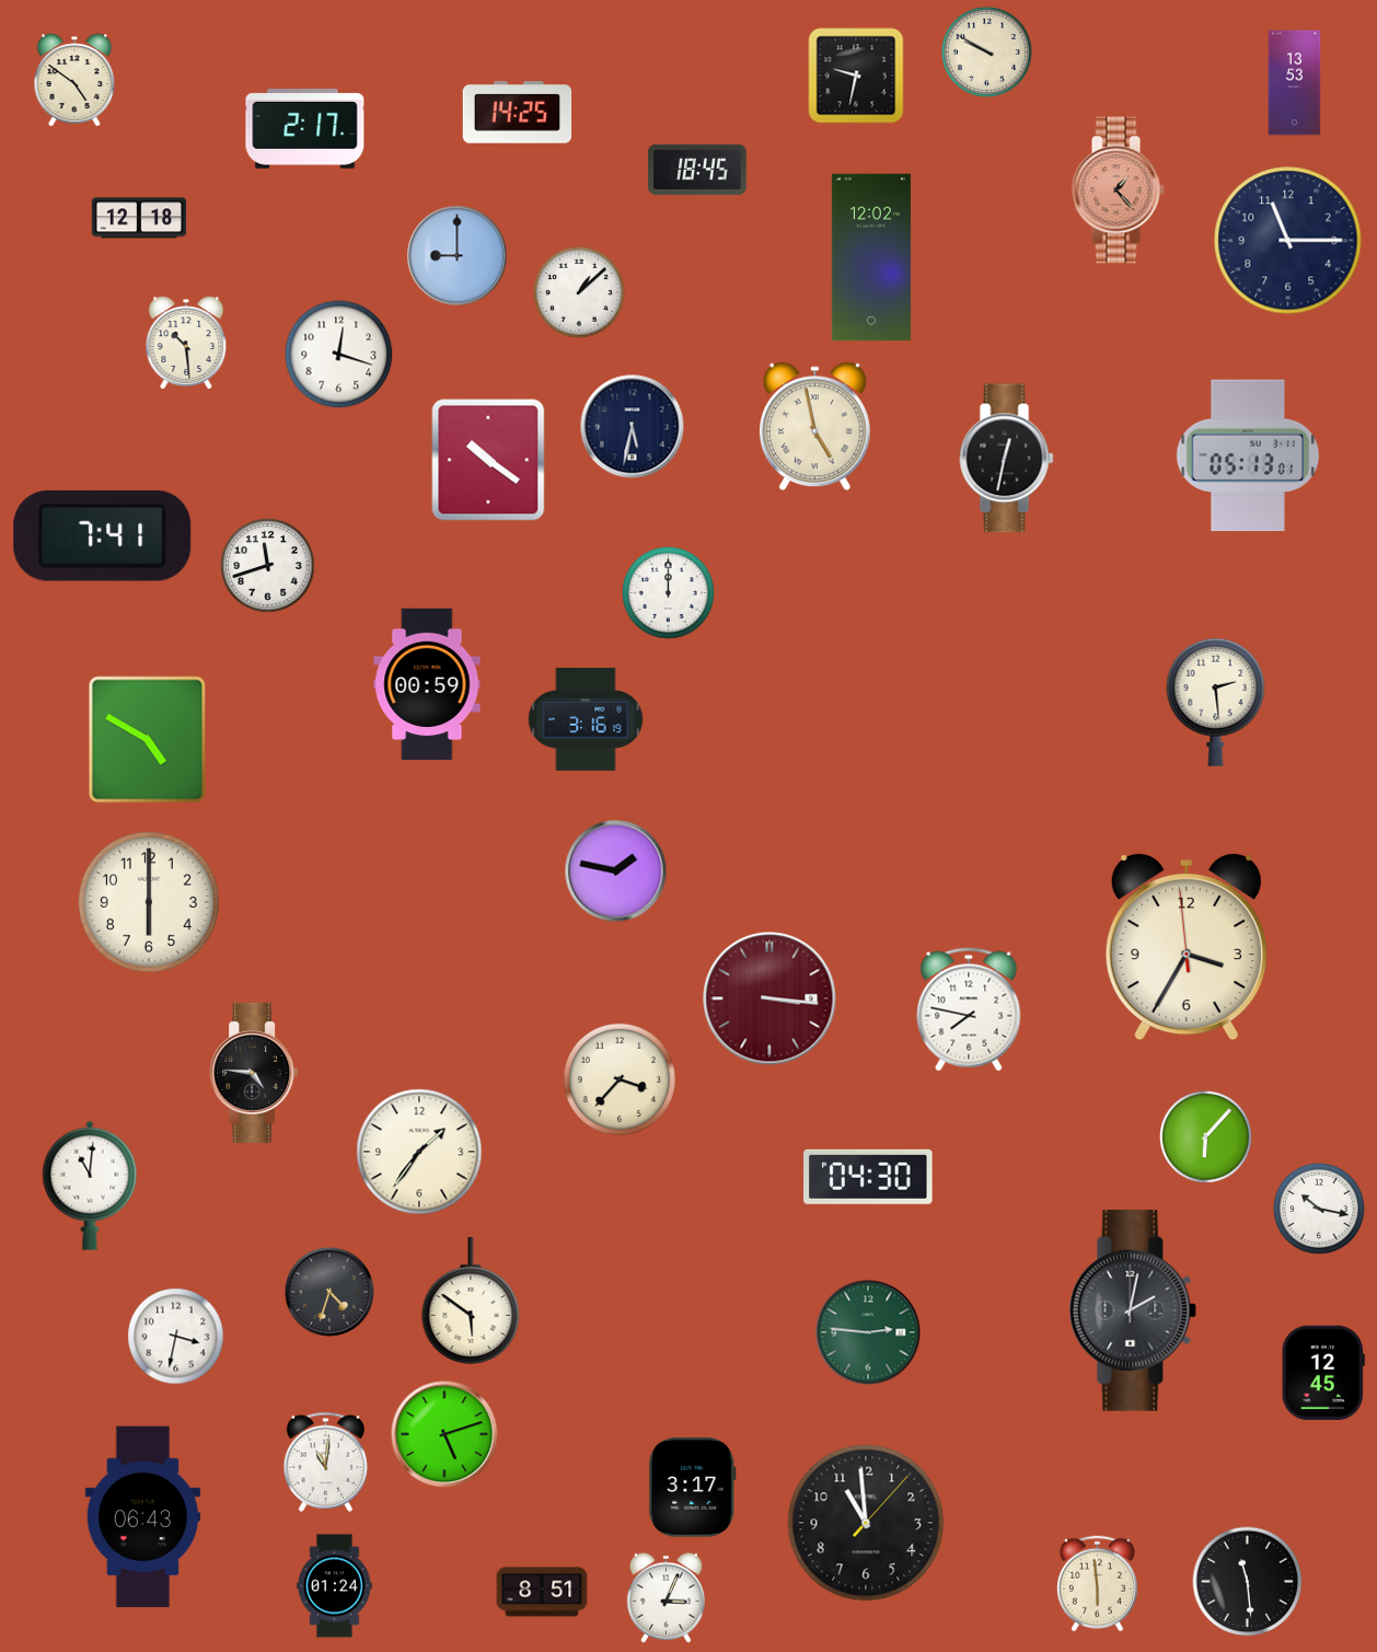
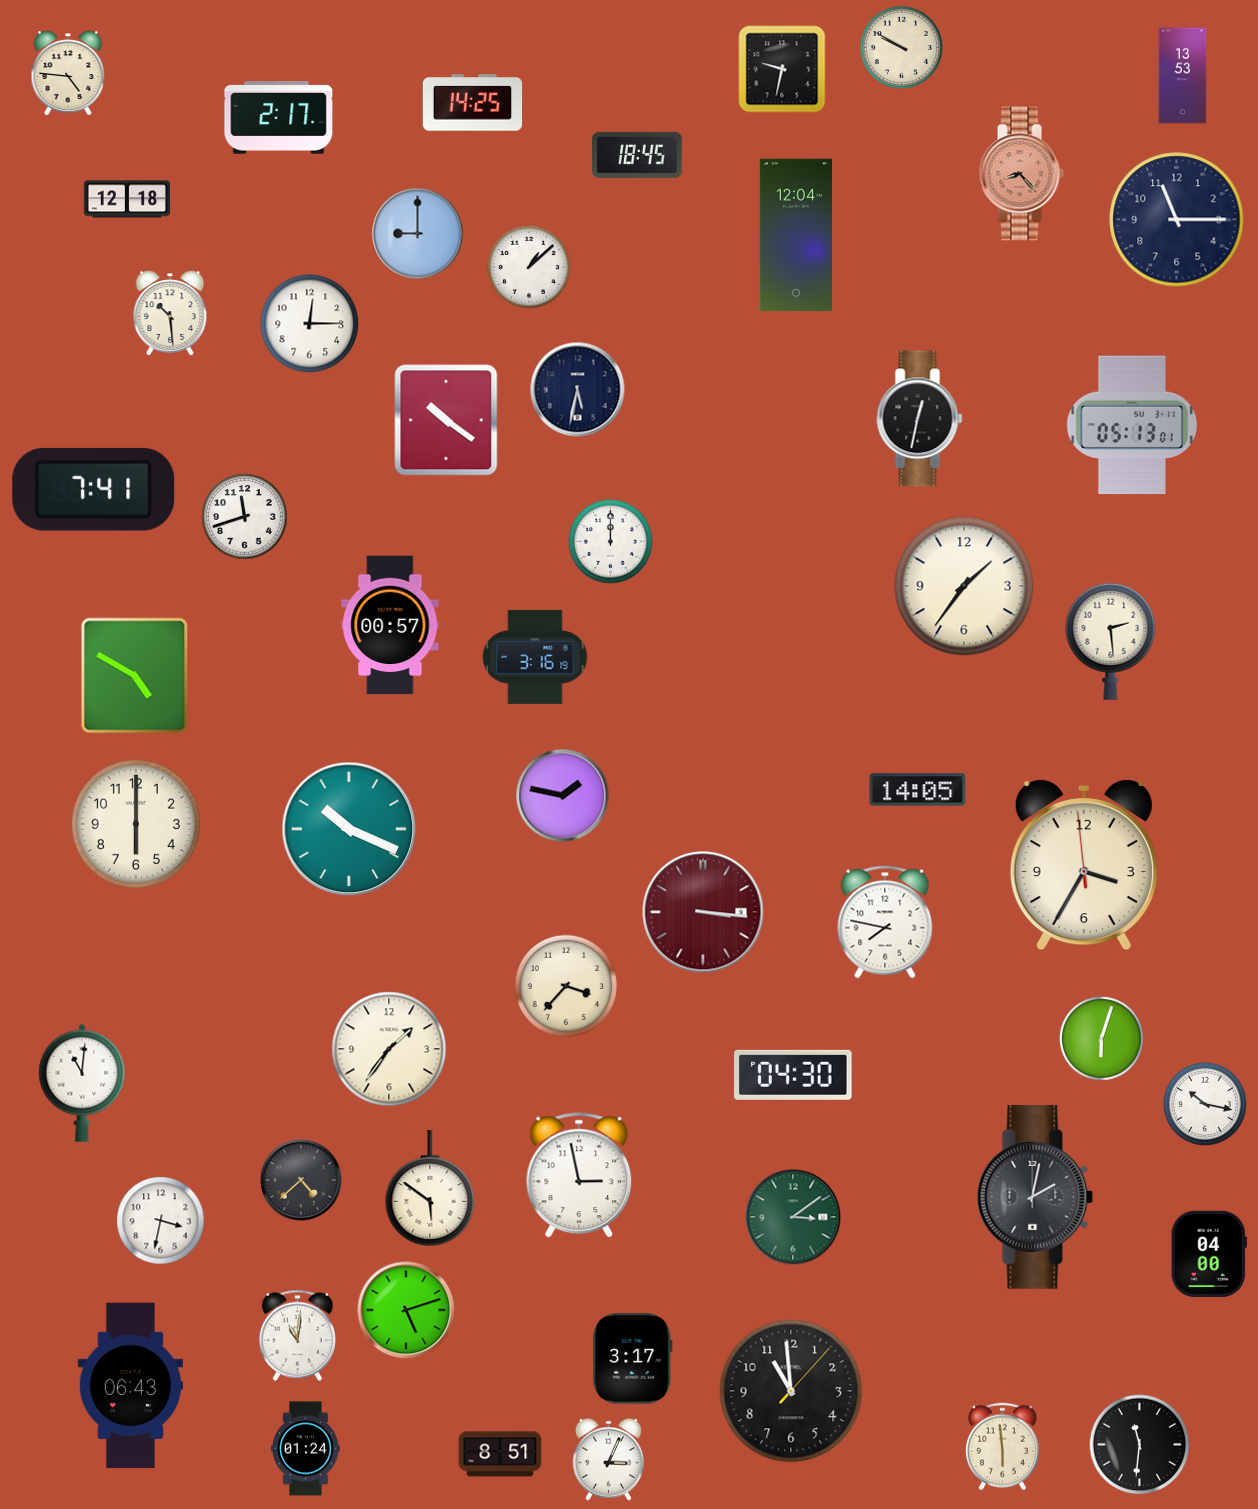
clock at (74, 80): 4:51 -> 4:46
clock at (1118, 190): 1:23 -> 8:23
clock at (871, 257): 12:02 -> 12:04
clock at (339, 355): 12:18 -> 12:15
clock at (814, 427): 4:58 -> none
clock at (1248, 455) position: (1248, 455) -> (1132, 425)
clock at (964, 586): none -> 1:36
clock at (427, 684): 00:59 -> 00:57
clock at (918, 790): none -> 14:05
clock at (349, 829): none -> 10:19
clock at (254, 1073): 4:46 -> none
clock at (1206, 1137): 6:07 -> 6:03
clock at (419, 1152) position: (419, 1152) -> (389, 1049)
clock at (579, 1176): none -> 2:58
clock at (331, 1293): 4:33 -> 4:38
clock at (868, 1332): 2:46 -> 3:09
clock at (1323, 1373): 12:45 -> 04:00
clock at (1248, 1582): 11:29 -> 11:31
clock at (542, 1592) position: (542, 1592) -> (500, 1454)
